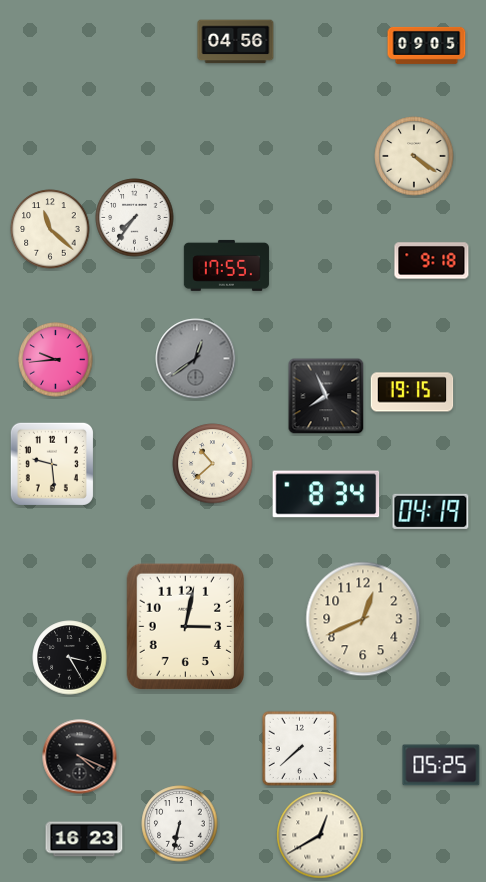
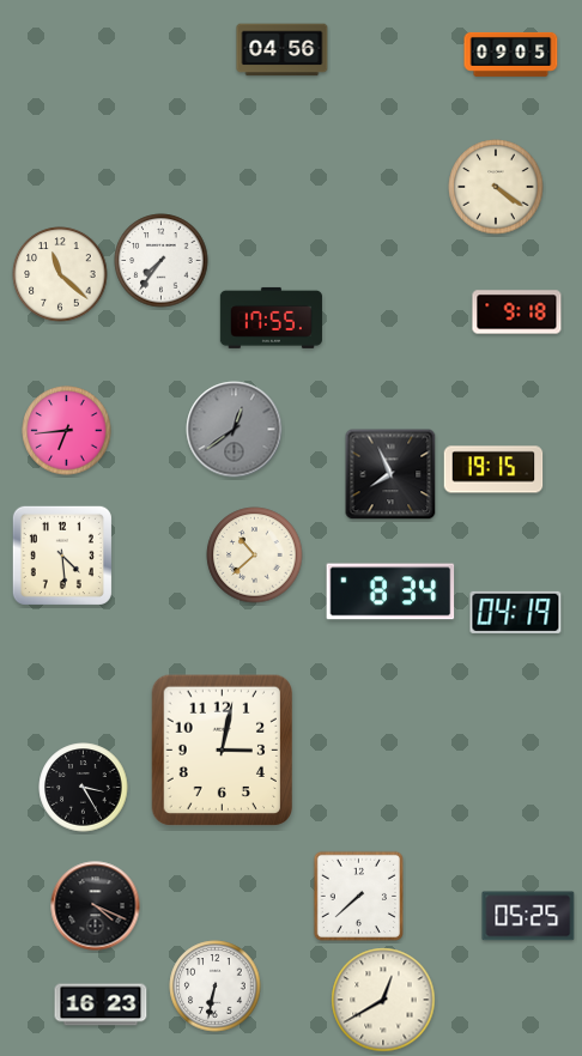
clock at (56, 360): 9:44 -> 6:44
clock at (52, 464): 9:29 -> 4:29
clock at (363, 619): 12:41 -> none
